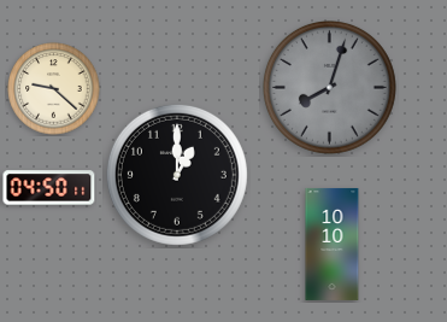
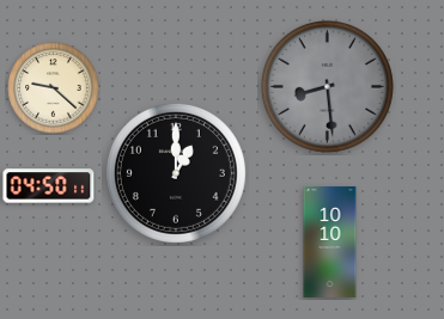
clock at (329, 87): 8:03 -> 8:29
